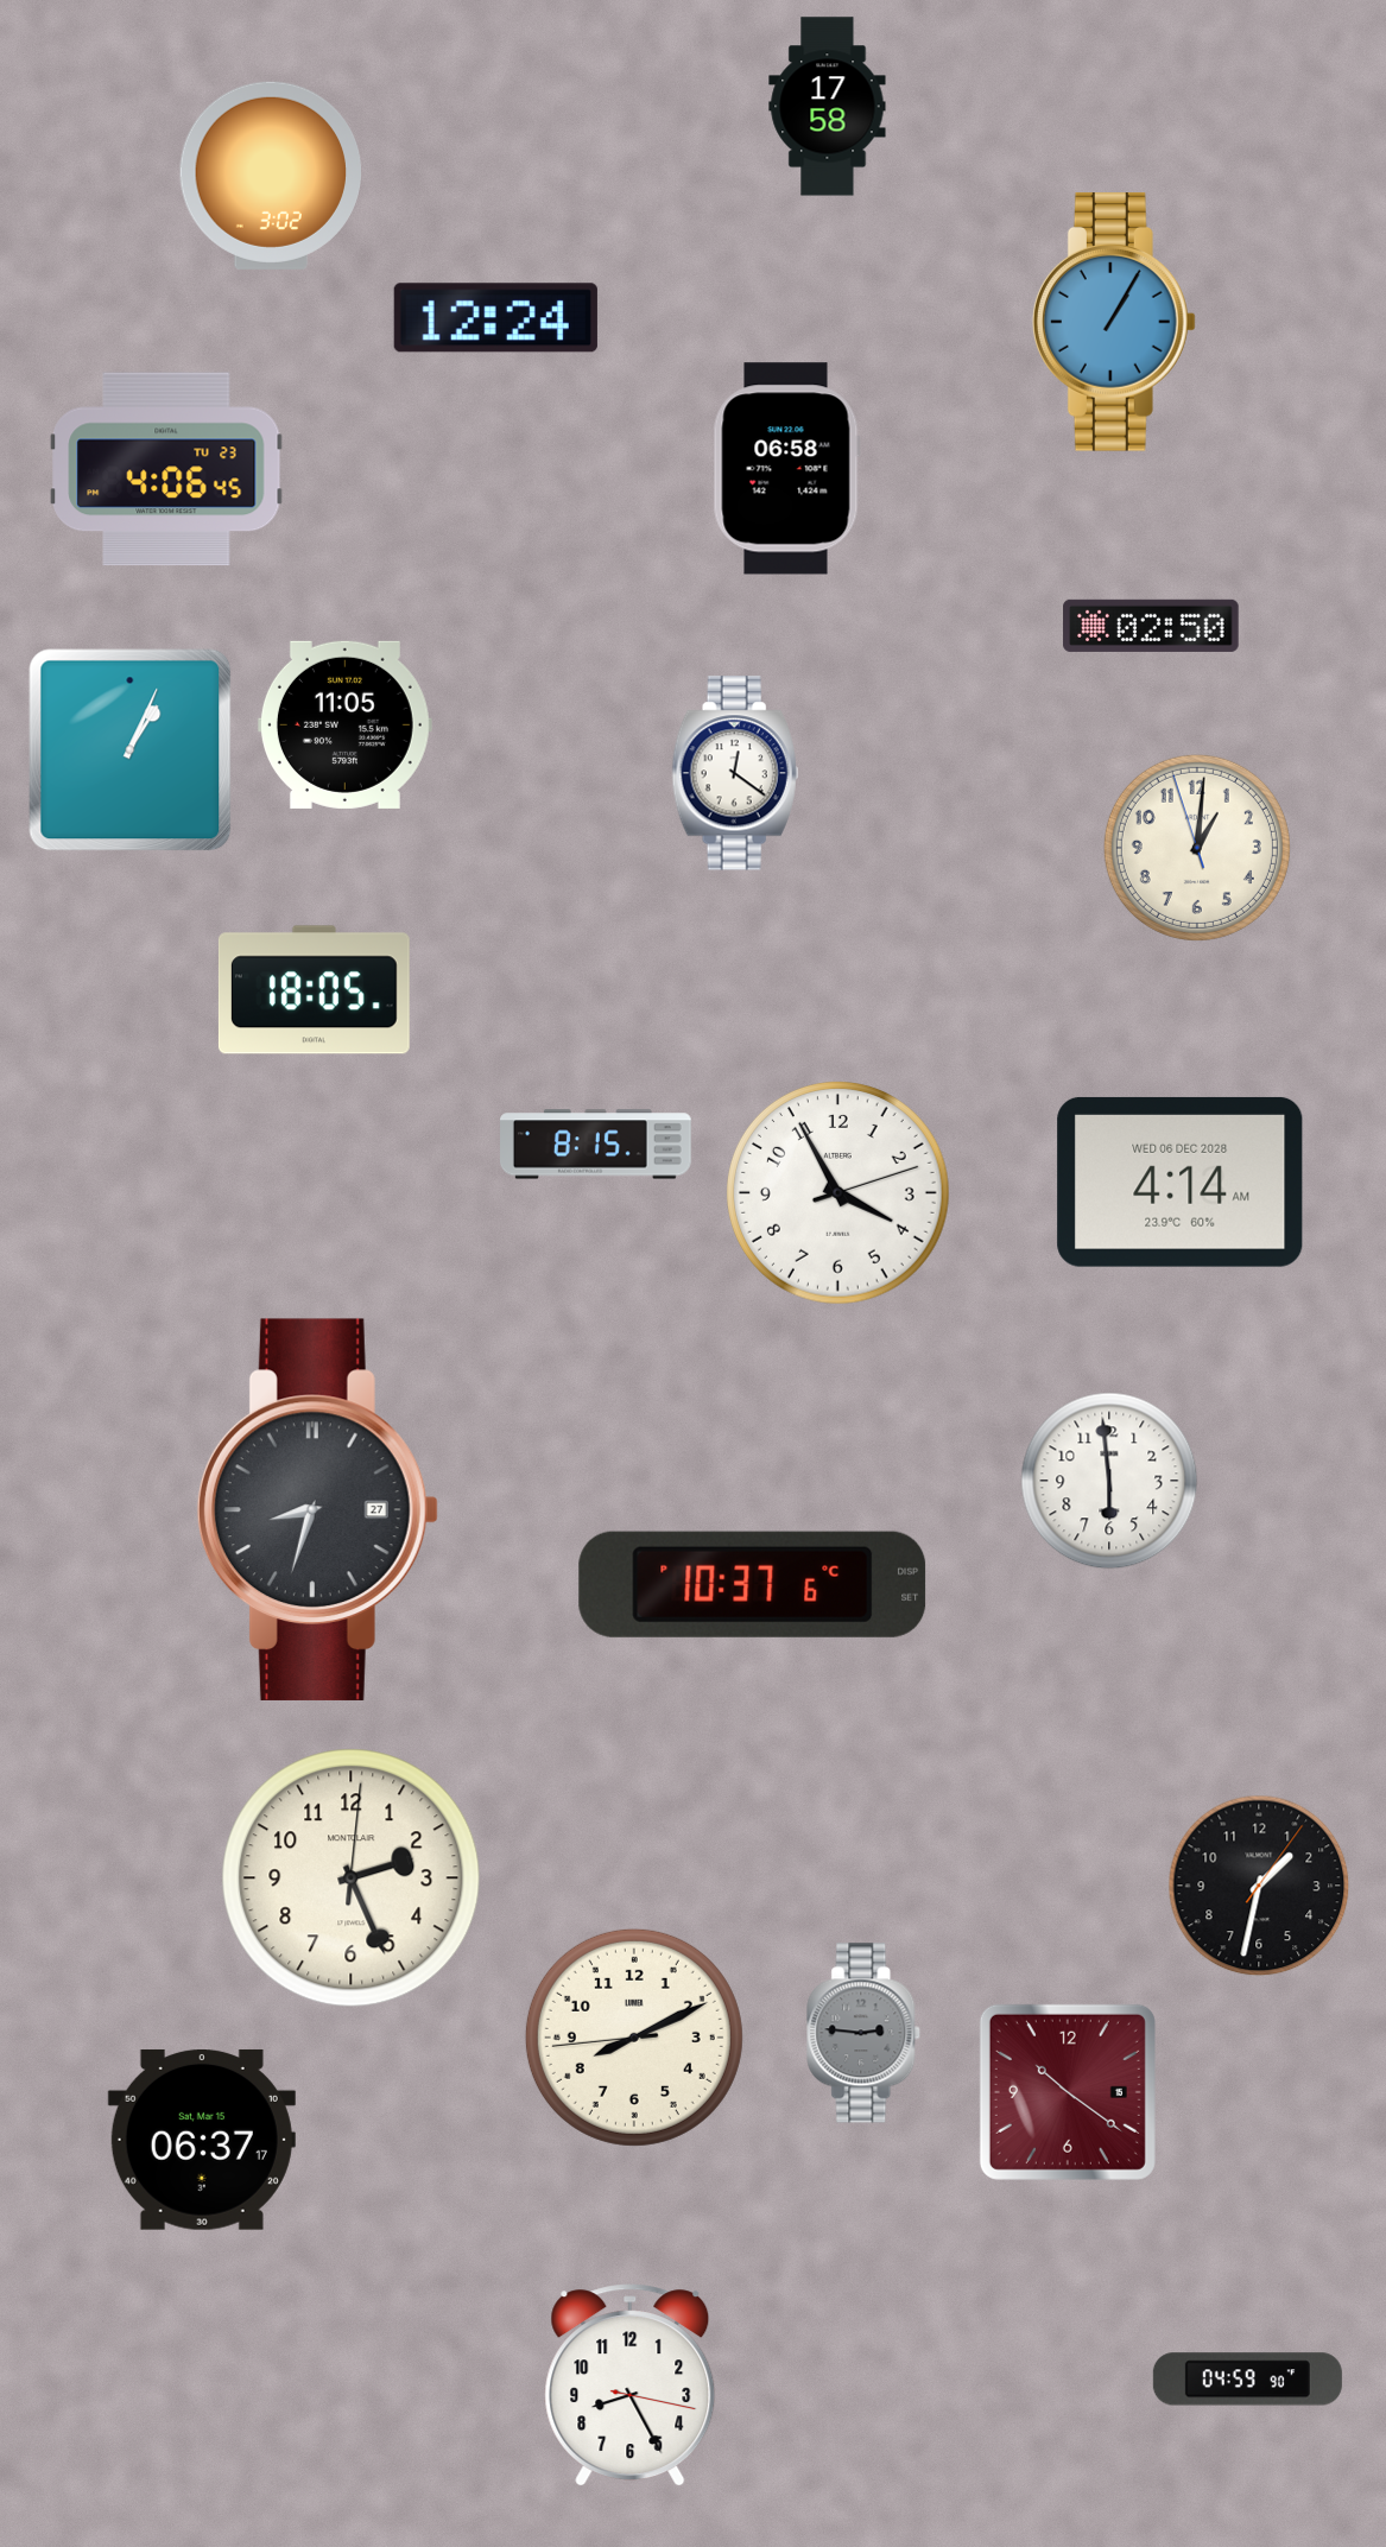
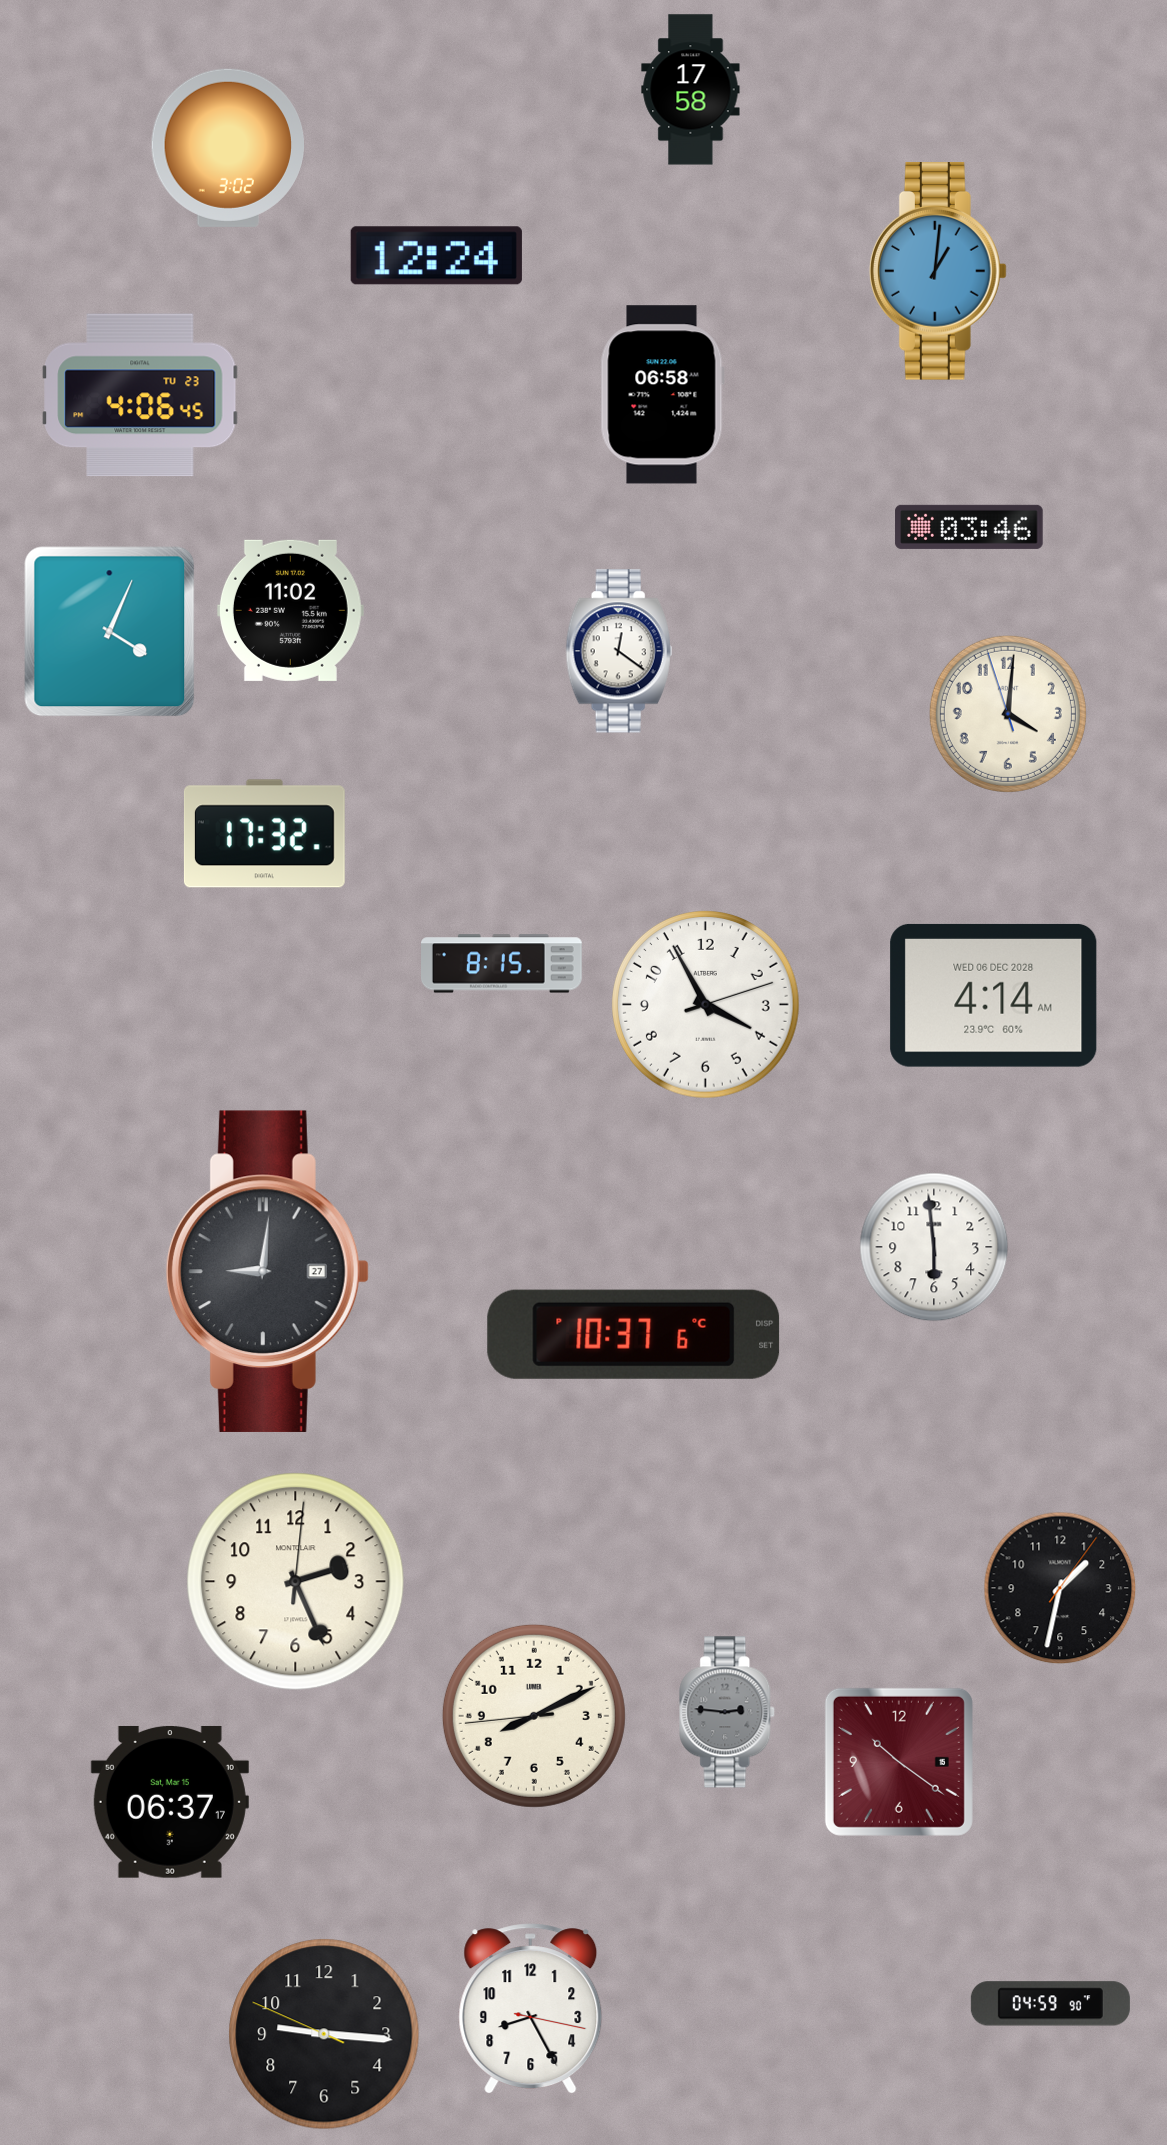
clock at (828, 107) position: (828, 107) -> (691, 90)
clock at (495, 318) position: (495, 318) -> (436, 256)
clock at (1114, 322): 1:05 -> 1:01
clock at (1151, 626): 02:50 -> 03:46
clock at (344, 724): 11:05 -> 11:02
clock at (131, 750): 1:04 -> 4:04
clock at (1197, 848): 1:00 -> 4:00
clock at (314, 990): 18:05 -> 17:32
clock at (317, 1509): 8:33 -> 9:01
clock at (324, 2034): none -> 9:15
